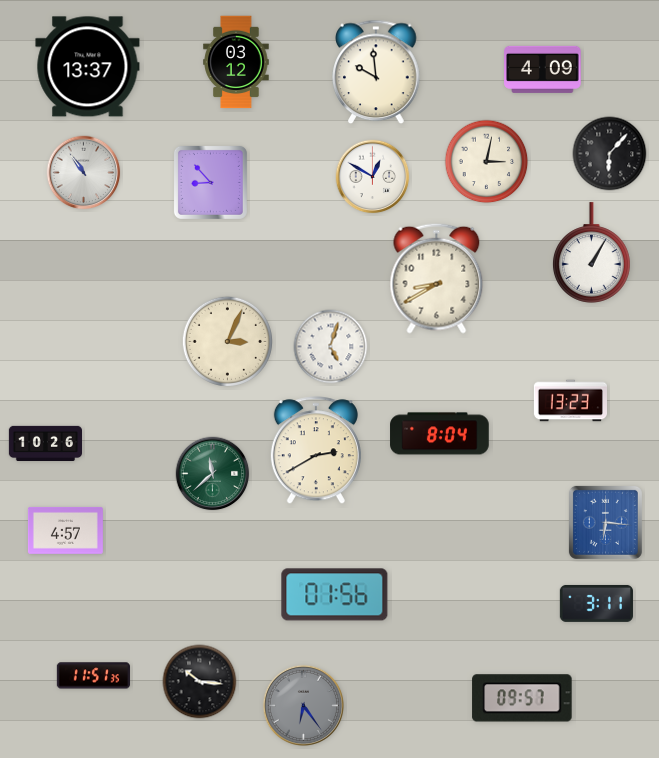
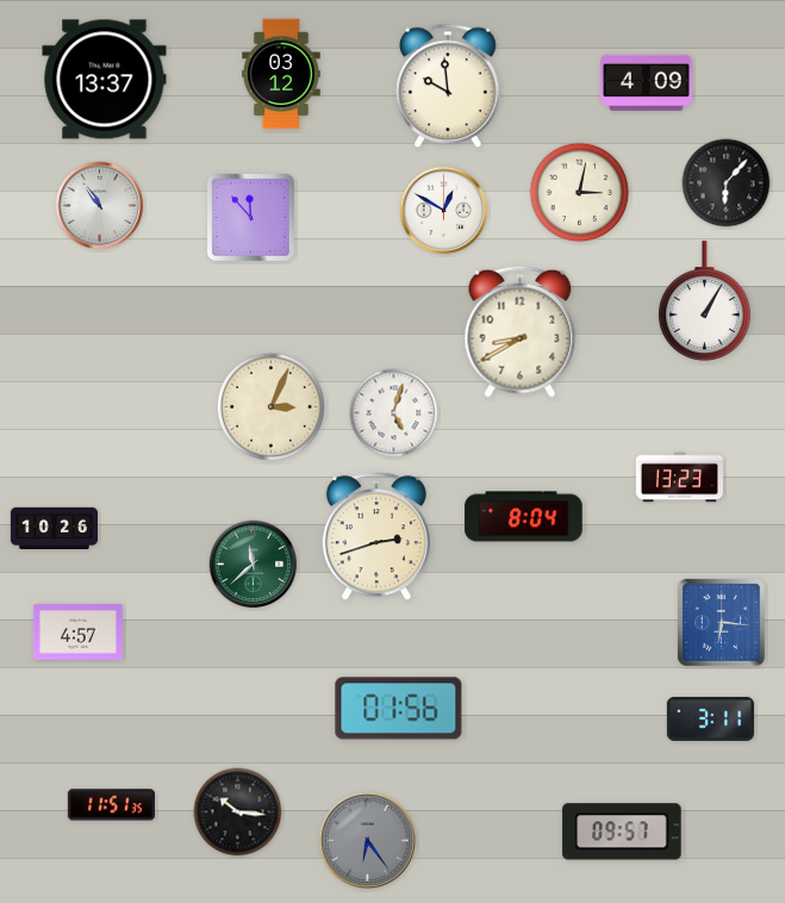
clock at (210, 182): 8:53 -> 11:53
clock at (316, 451): 2:40 -> 2:42
clock at (304, 706) position: (304, 706) -> (368, 841)
